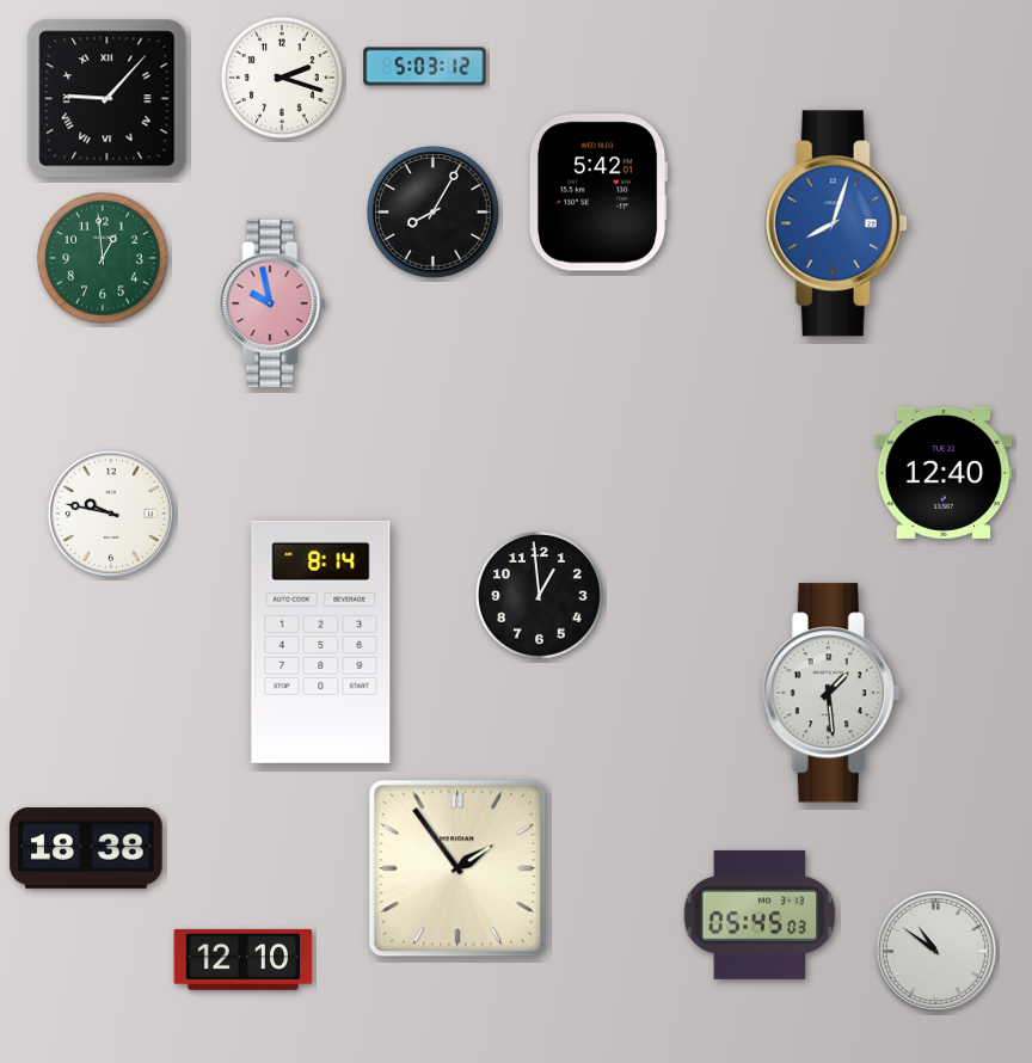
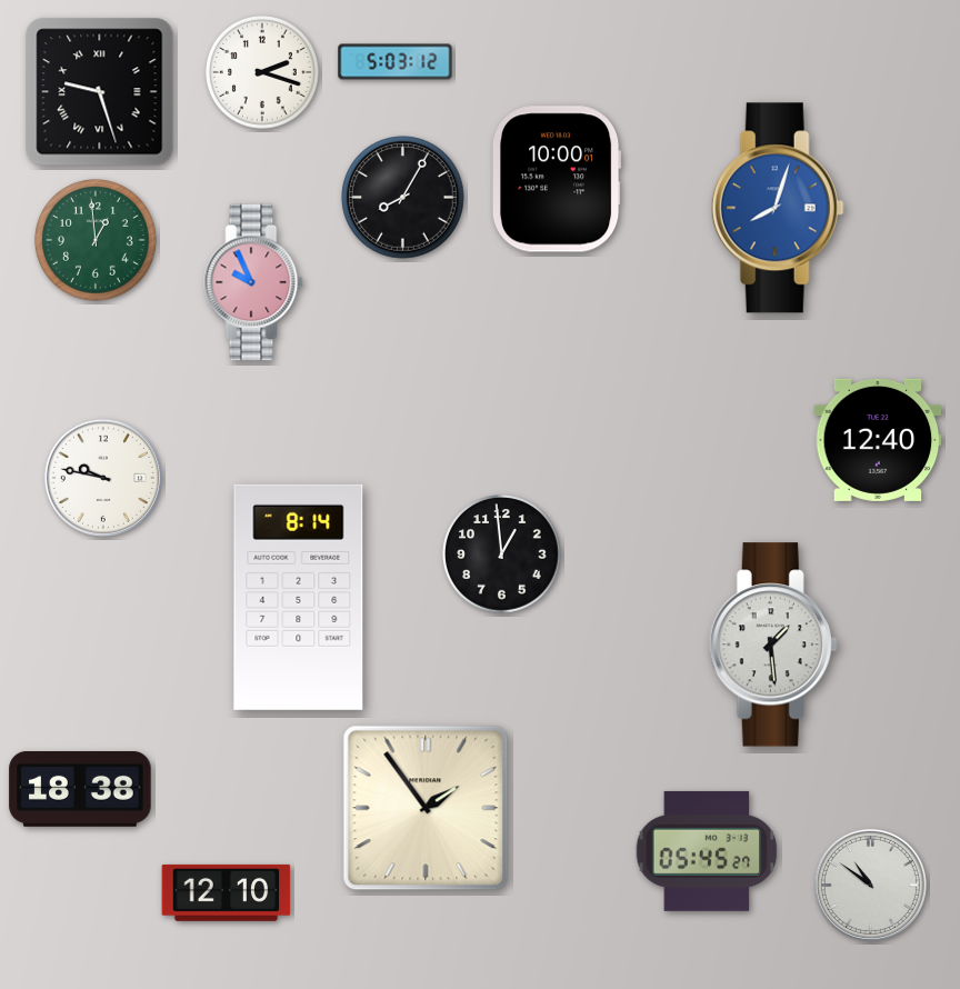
clock at (107, 99): 9:07 -> 9:27
clock at (598, 192): 5:42 -> 10:00
clock at (272, 303): 9:58 -> 9:56
clock at (760, 915): 05:45:03 -> 05:45:27
